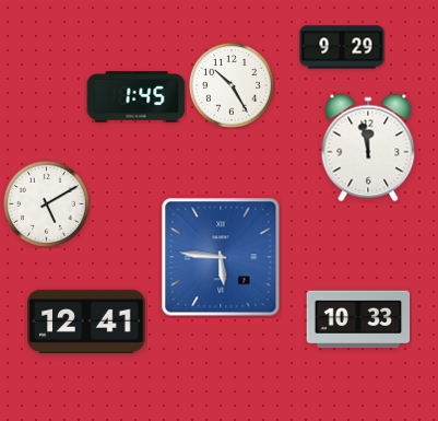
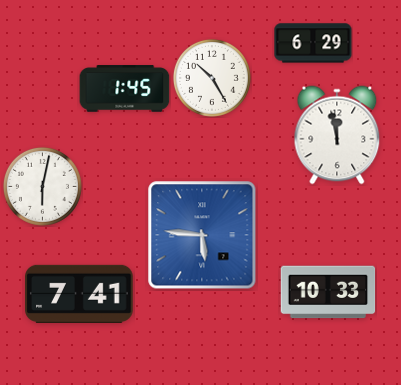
clock at (342, 47): 9:29 -> 6:29
clock at (46, 203): 5:10 -> 6:02
clock at (86, 321): 12:41 -> 7:41
